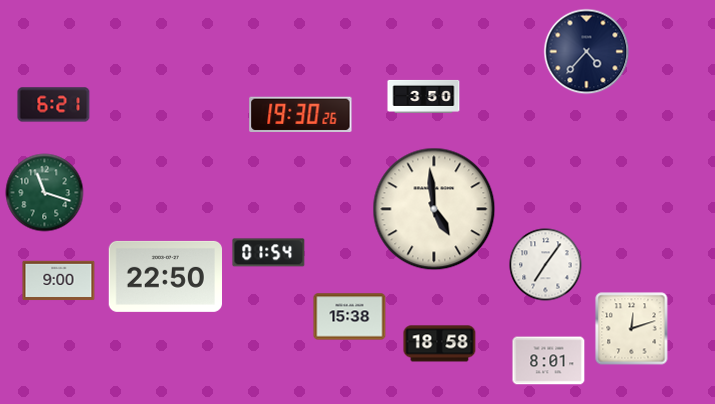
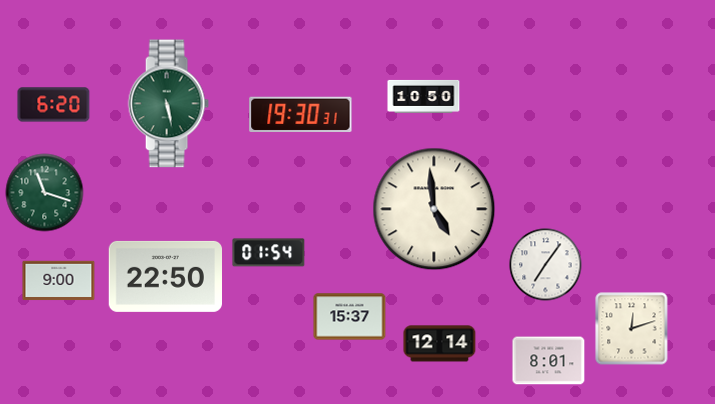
clock at (587, 52): 4:37 -> none
clock at (424, 96): 3:50 -> 10:50
clock at (168, 104): none -> 5:28
clock at (54, 105): 6:21 -> 6:20
clock at (301, 115): 19:30:26 -> 19:30:31
clock at (350, 317): 15:38 -> 15:37
clock at (440, 344): 18:58 -> 12:14
